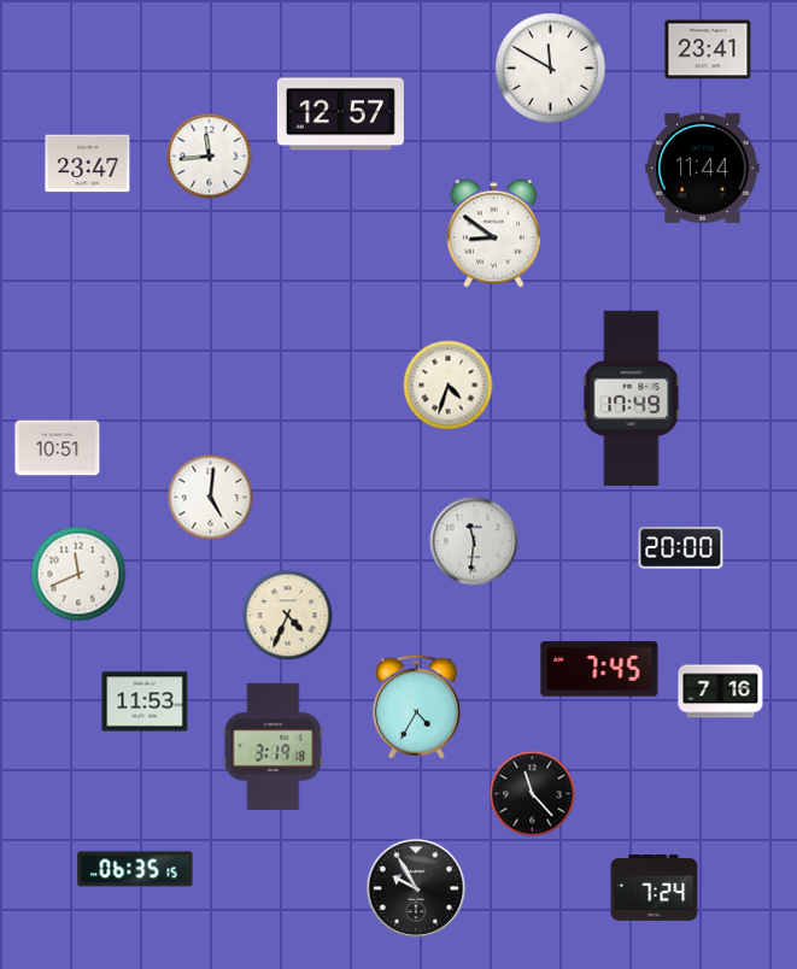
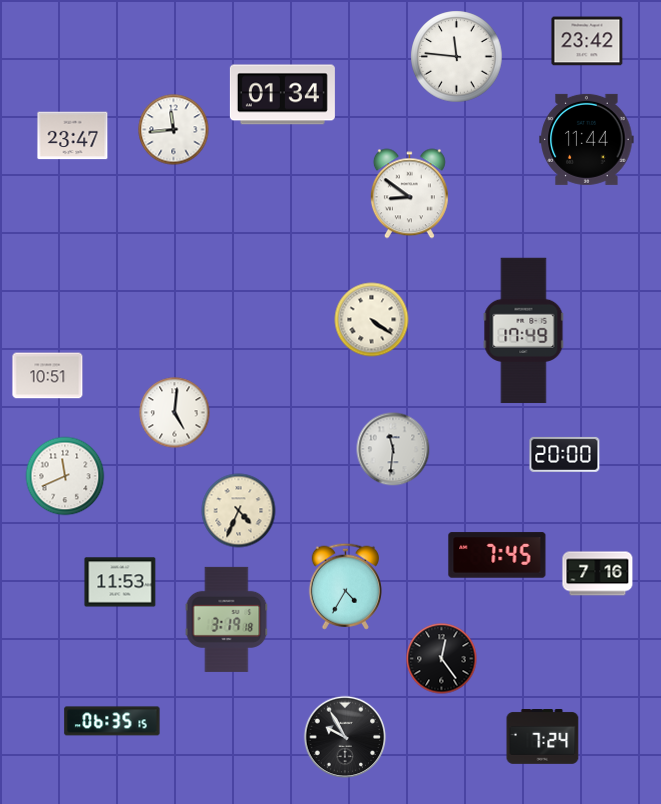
clock at (708, 49): 23:41 -> 23:42
clock at (551, 69): 11:50 -> 11:46
clock at (340, 114): 12:57 -> 01:34
clock at (703, 168) position: (703, 168) -> (587, 139)
clock at (449, 386): 4:33 -> 4:21
clock at (58, 448) position: (58, 448) -> (48, 376)
clock at (533, 794): 11:23 -> 12:24
